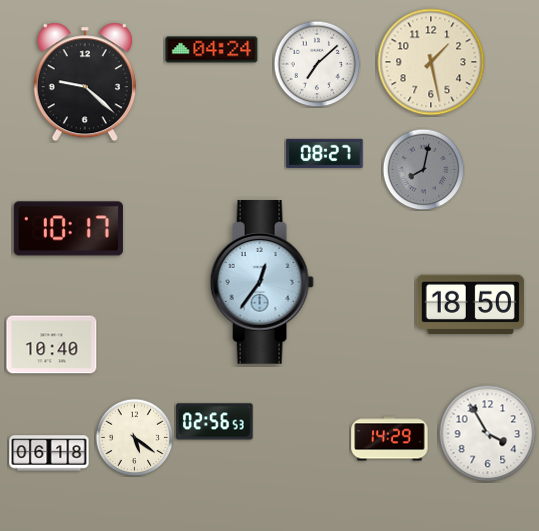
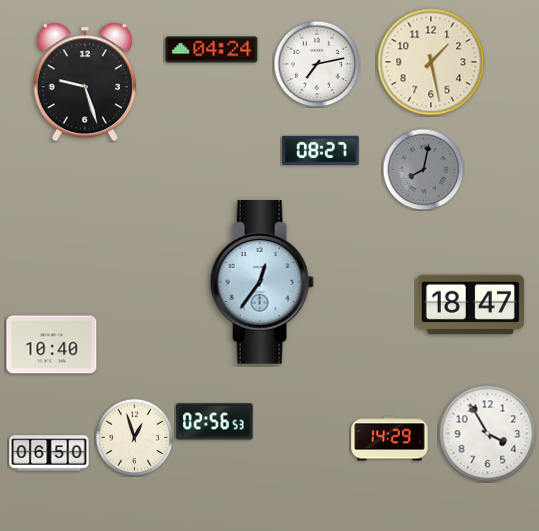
clock at (317, 64): 7:08 -> 7:13
clock at (85, 82): 9:22 -> 9:27
clock at (325, 153) position: (325, 153) -> (321, 150)
clock at (68, 229): 10:17 -> none
clock at (470, 305): 18:50 -> 18:47
clock at (134, 437): 5:21 -> 12:57
clock at (49, 453): 06:18 -> 06:50
